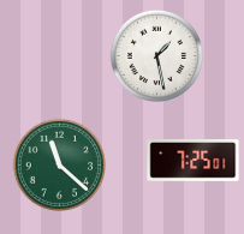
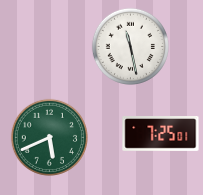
clock at (156, 55): 1:28 -> 11:28
clock at (59, 164): 11:22 -> 5:41
